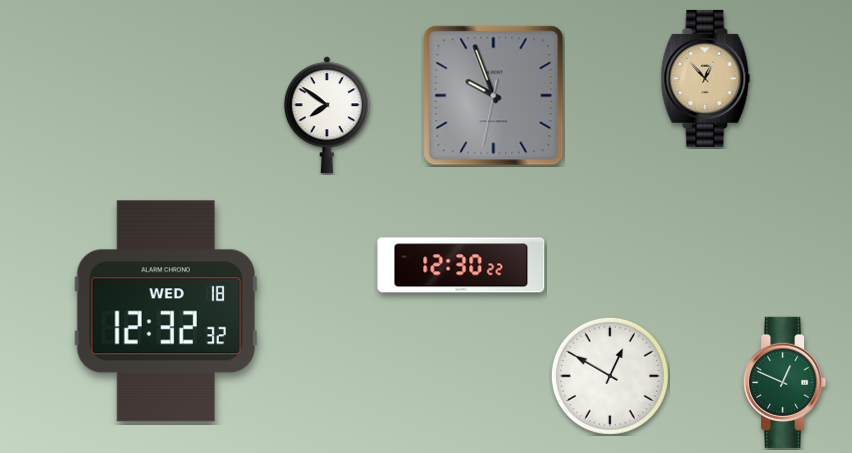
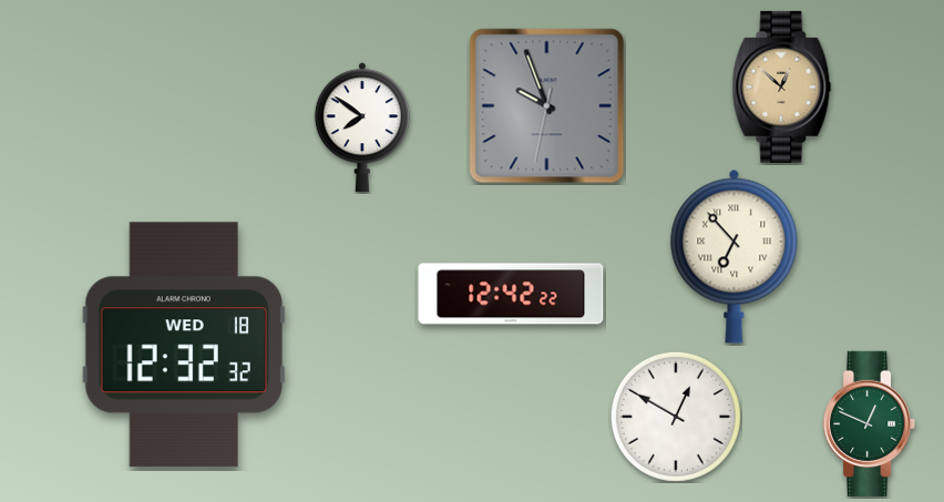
clock at (706, 78): 12:53 -> 12:52
clock at (735, 256): none -> 6:53
clock at (461, 265): 12:30 -> 12:42
